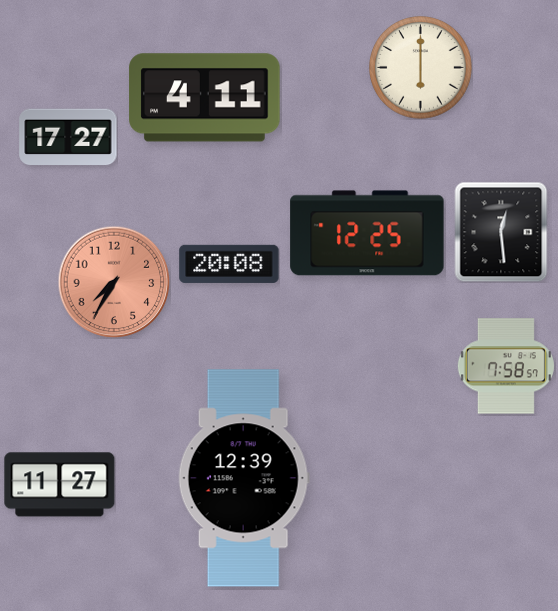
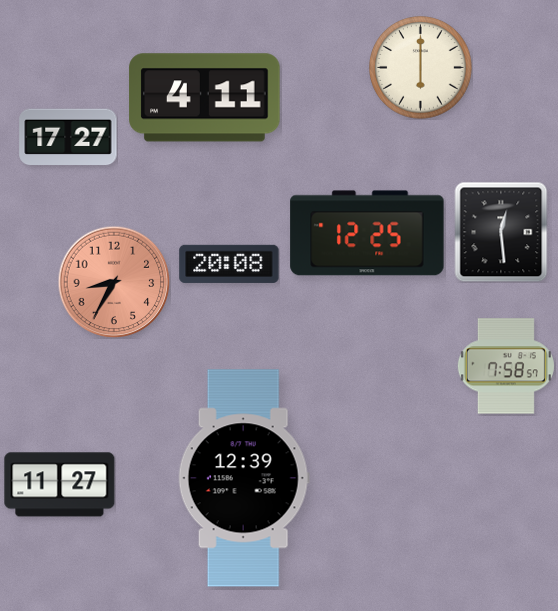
clock at (114, 282): 7:35 -> 8:35
